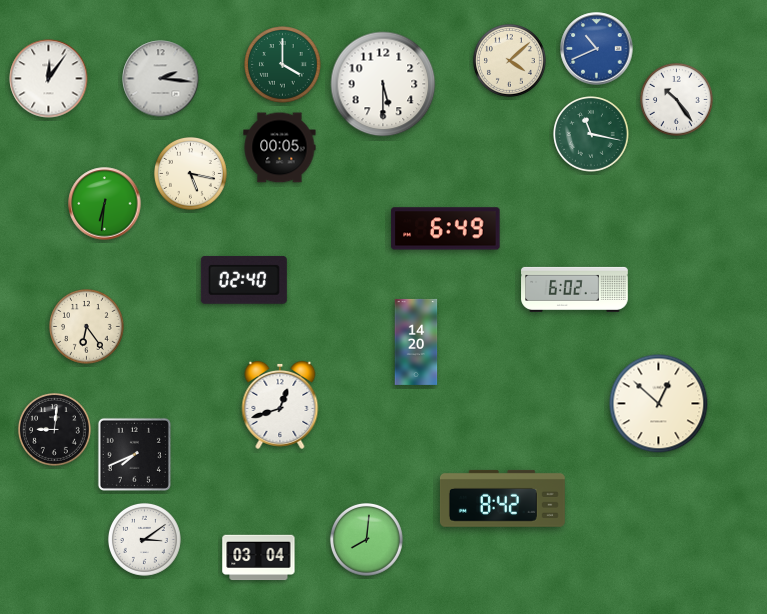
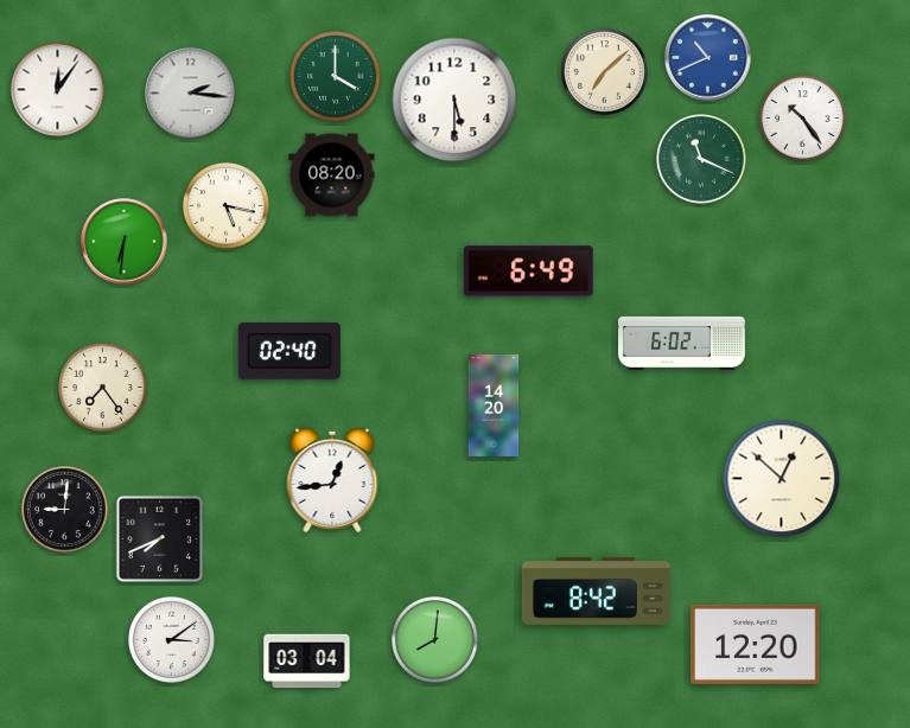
clock at (509, 60): 4:08 -> 7:08
clock at (49, 79) position: (49, 79) -> (58, 90)
clock at (591, 134): 11:17 -> 11:19
clock at (280, 148): 00:05 -> 08:20
clock at (244, 281) position: (244, 281) -> (289, 352)
clock at (87, 327): 6:24 -> 7:24
clock at (280, 405): 12:42 -> 12:44
clock at (756, 644): none -> 12:20
